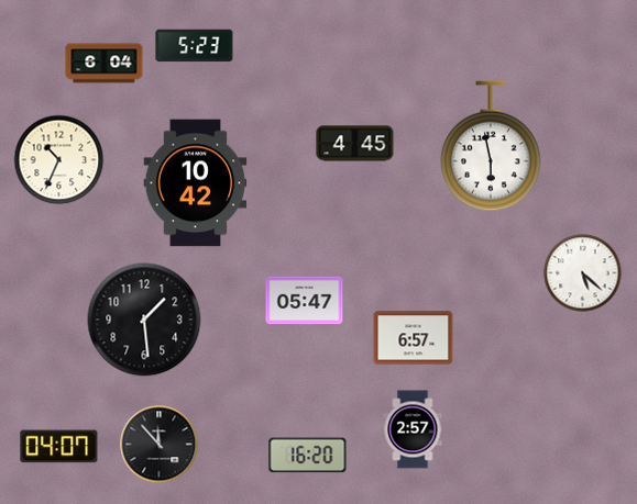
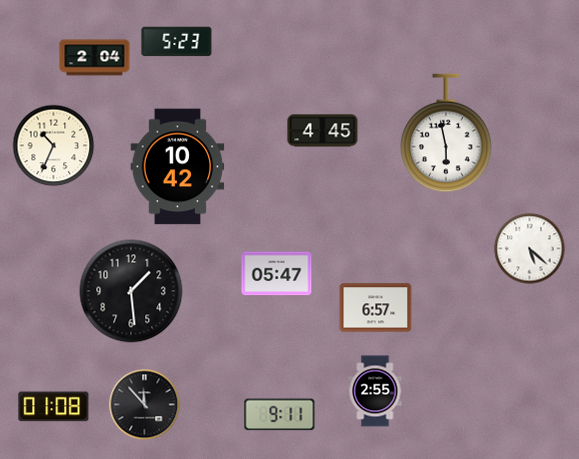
clock at (105, 64): 6:04 -> 2:04
clock at (413, 429): 2:57 -> 2:55
clock at (59, 447): 04:07 -> 01:08
clock at (308, 456): 16:20 -> 9:11
